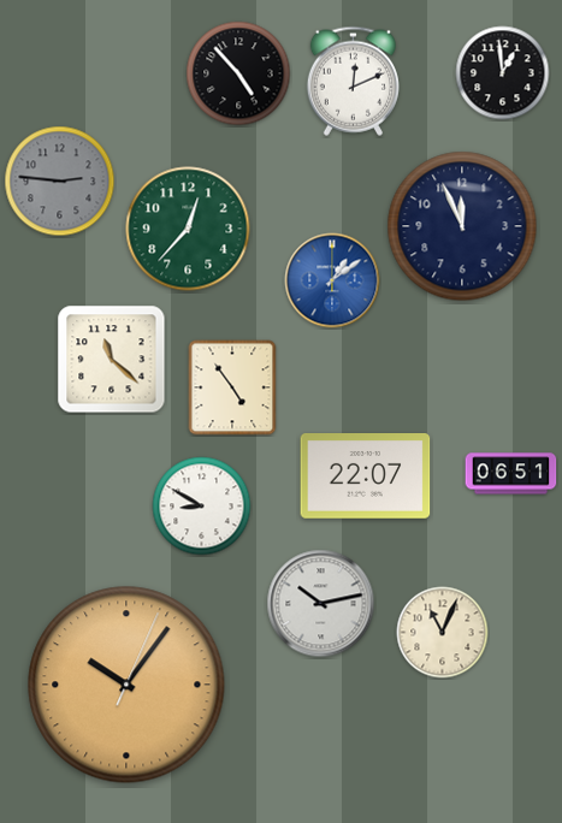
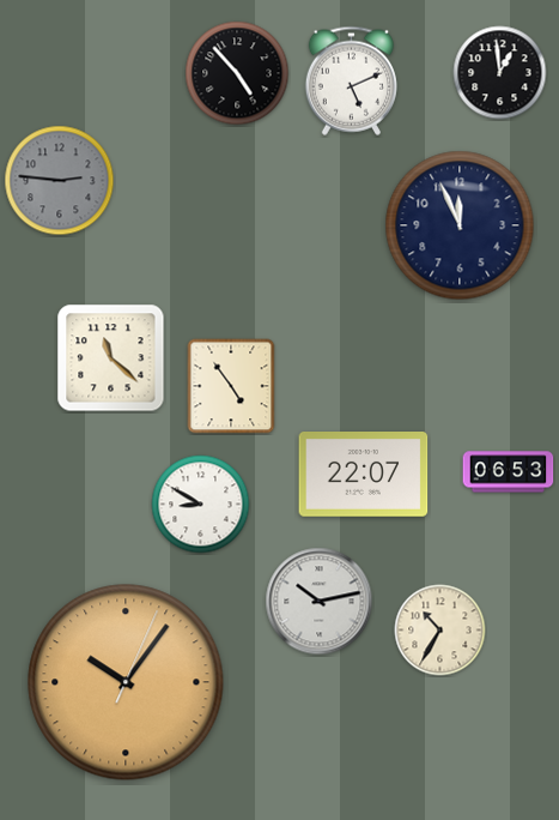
clock at (353, 81): 12:11 -> 5:11
clock at (188, 229): 12:37 -> none
clock at (332, 280): 1:09 -> none
clock at (511, 474): 06:51 -> 06:53
clock at (443, 633): 11:04 -> 10:35
